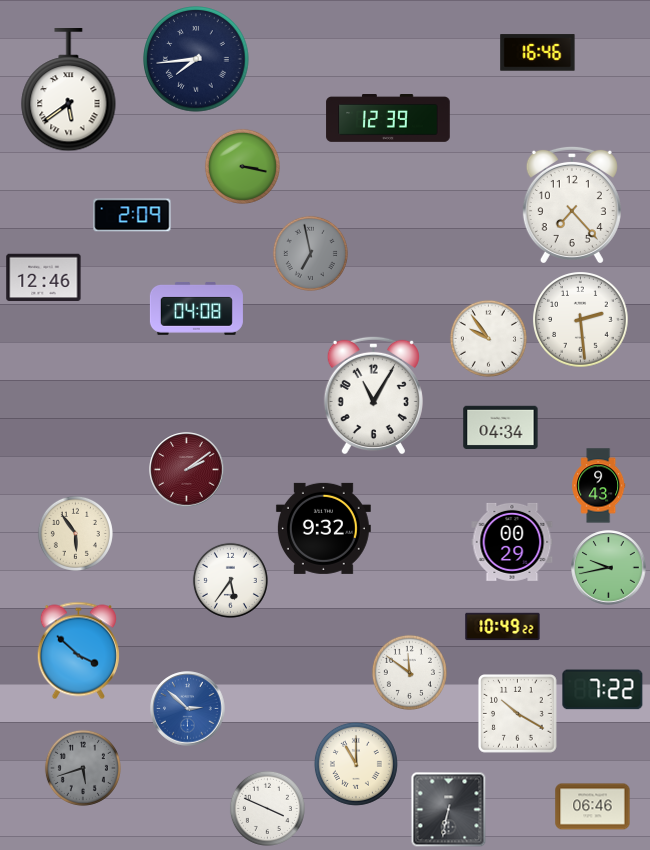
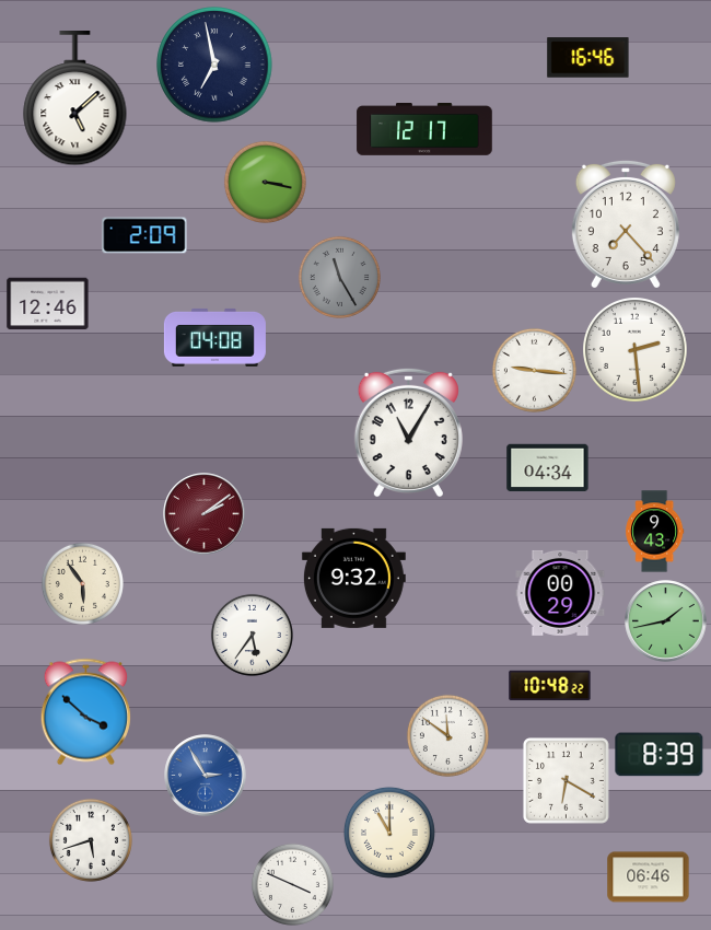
clock at (196, 59): 7:44 -> 6:58
clock at (69, 91): 5:39 -> 5:08
clock at (388, 119): 12:39 -> 12:17
clock at (310, 253): 6:58 -> 11:25
clock at (488, 338): 9:54 -> 9:16
clock at (609, 568): 9:43 -> 1:43
clock at (503, 627): 10:49 -> 10:48
clock at (603, 690): 7:22 -> 8:39
clock at (188, 709): 2:52 -> 2:55
clock at (518, 714): 10:20 -> 6:20
clock at (356, 764) position: (356, 764) -> (389, 833)
clock at (83, 768) dial: grey -> white
clock at (593, 807) position: (593, 807) -> (649, 877)
clock at (449, 810): 6:32 -> none
